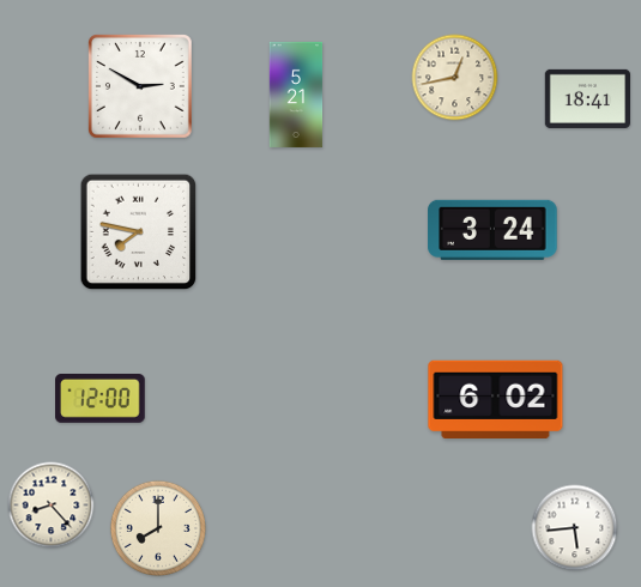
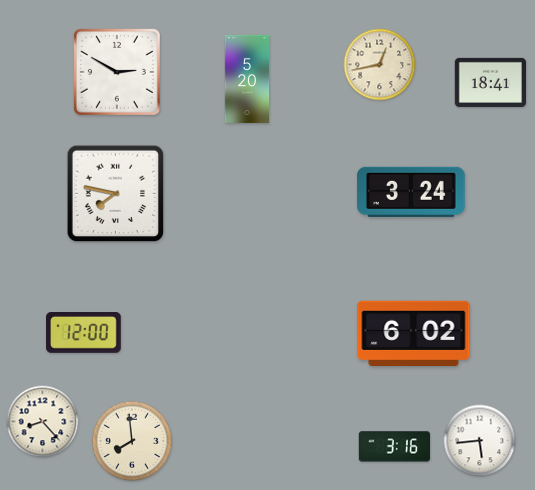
clock at (296, 95): 5:21 -> 5:20
clock at (158, 528): 8:00 -> 7:59
clock at (394, 447): none -> 3:16
